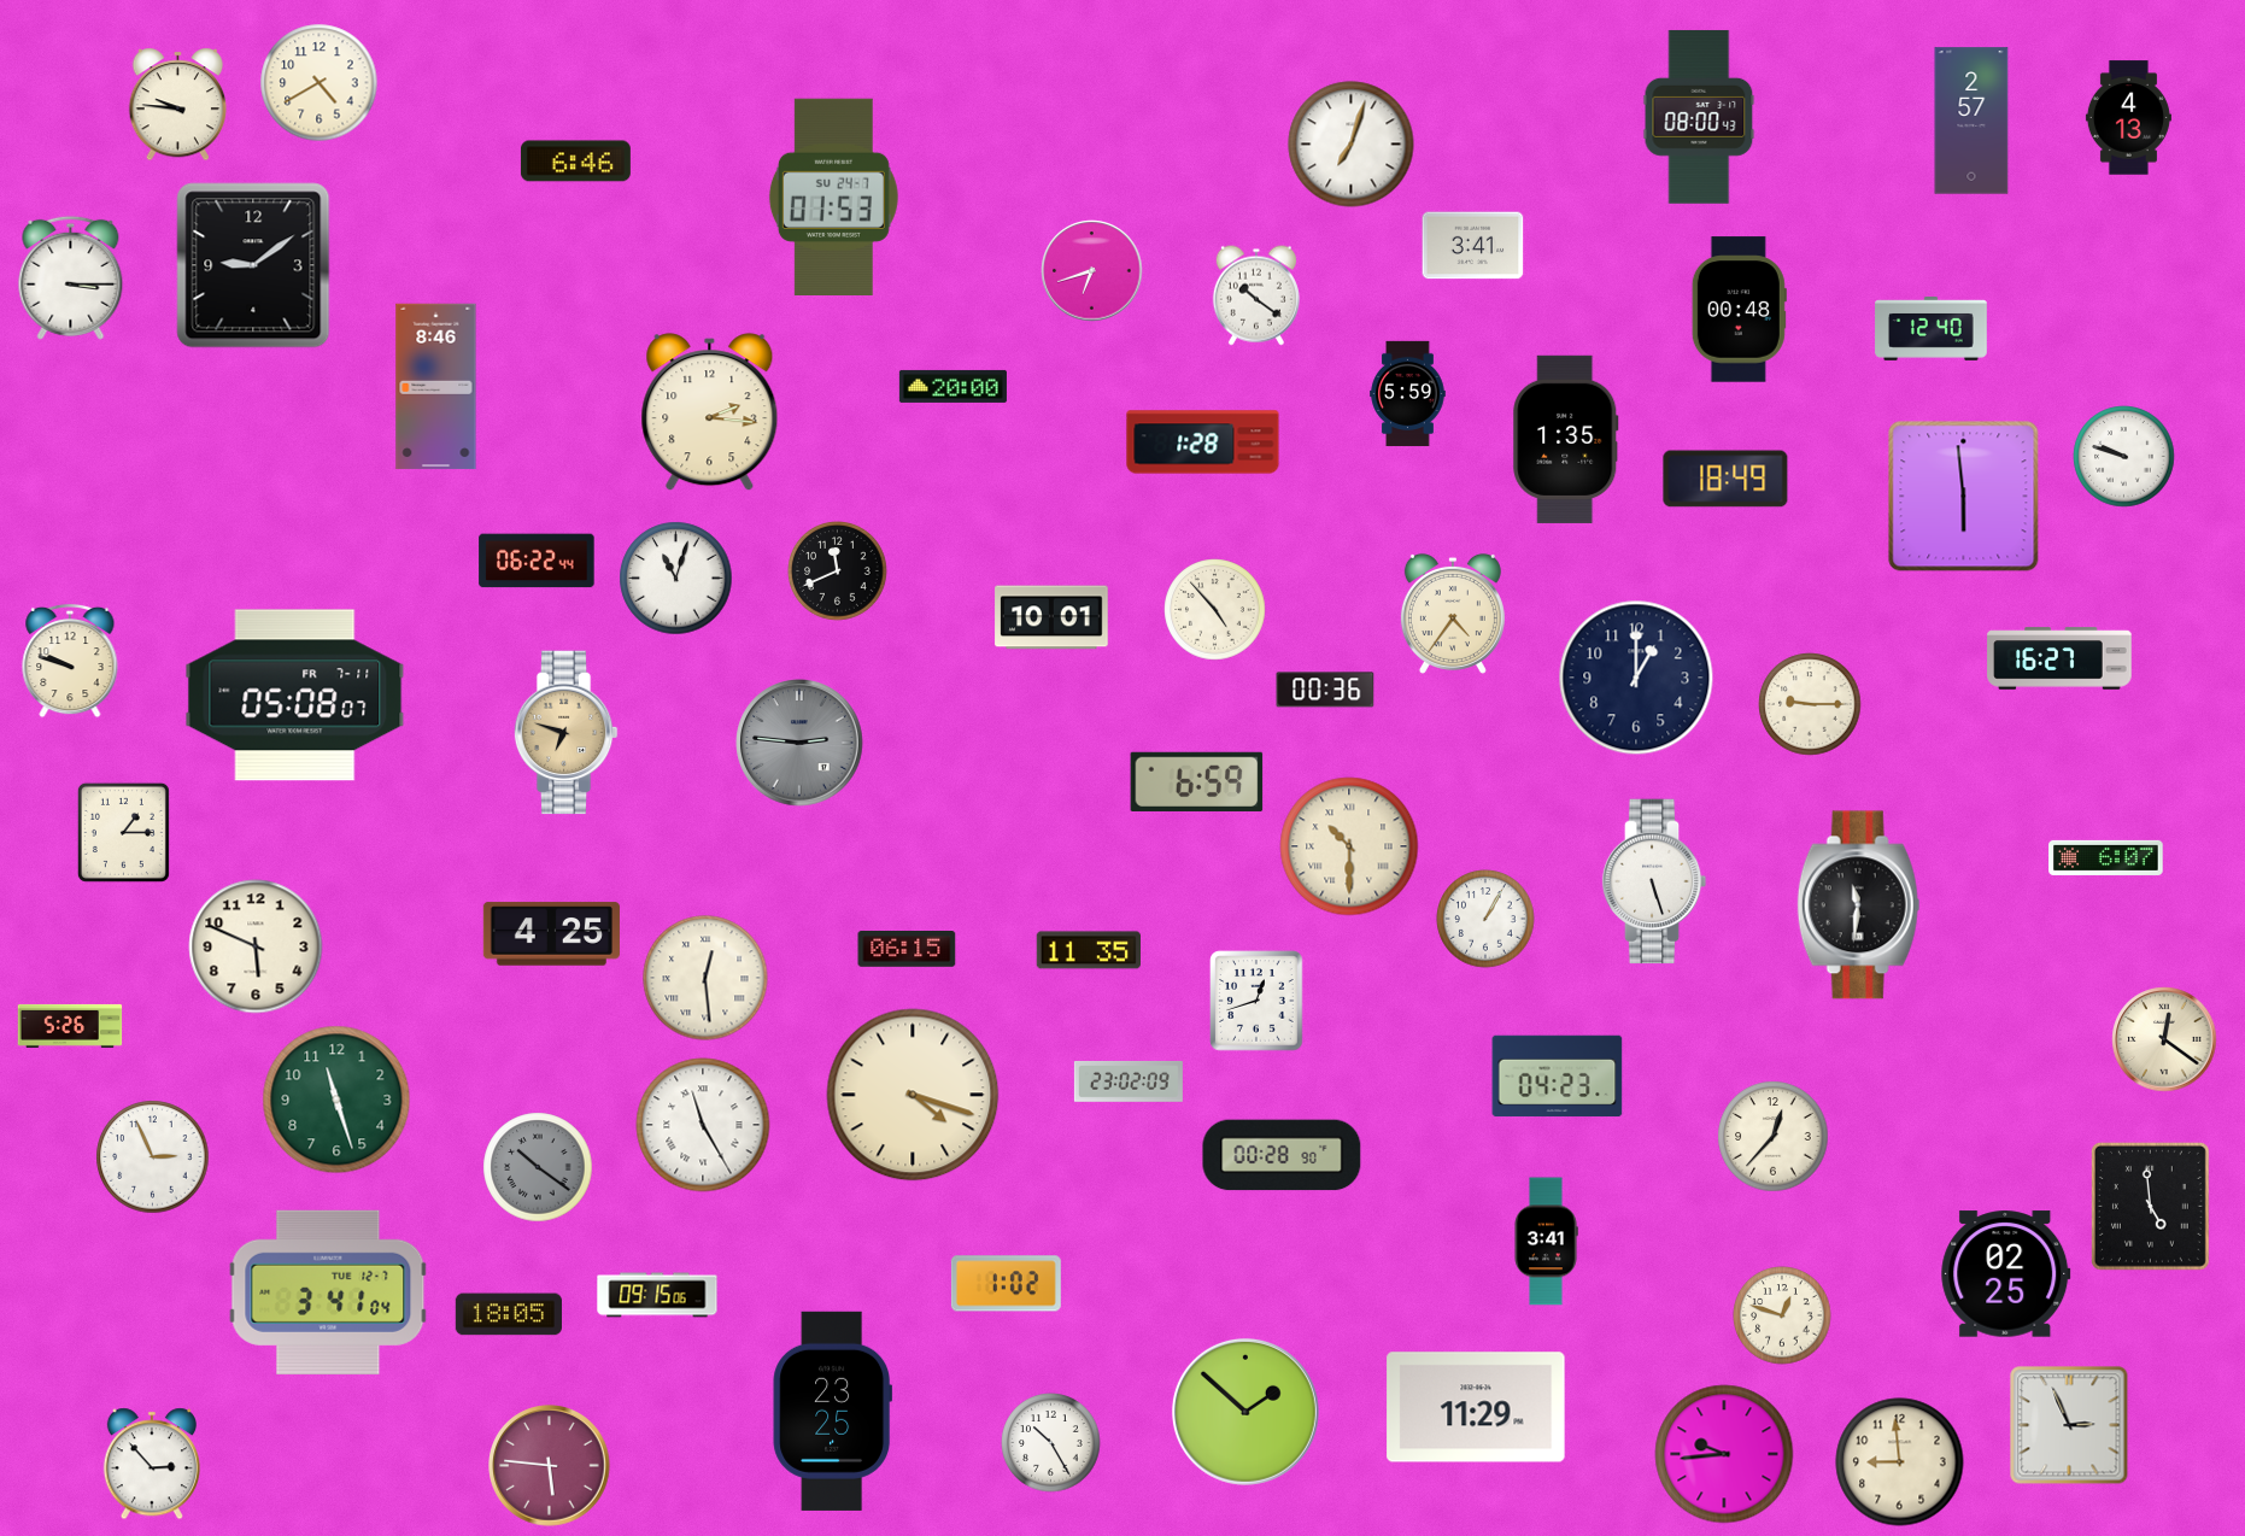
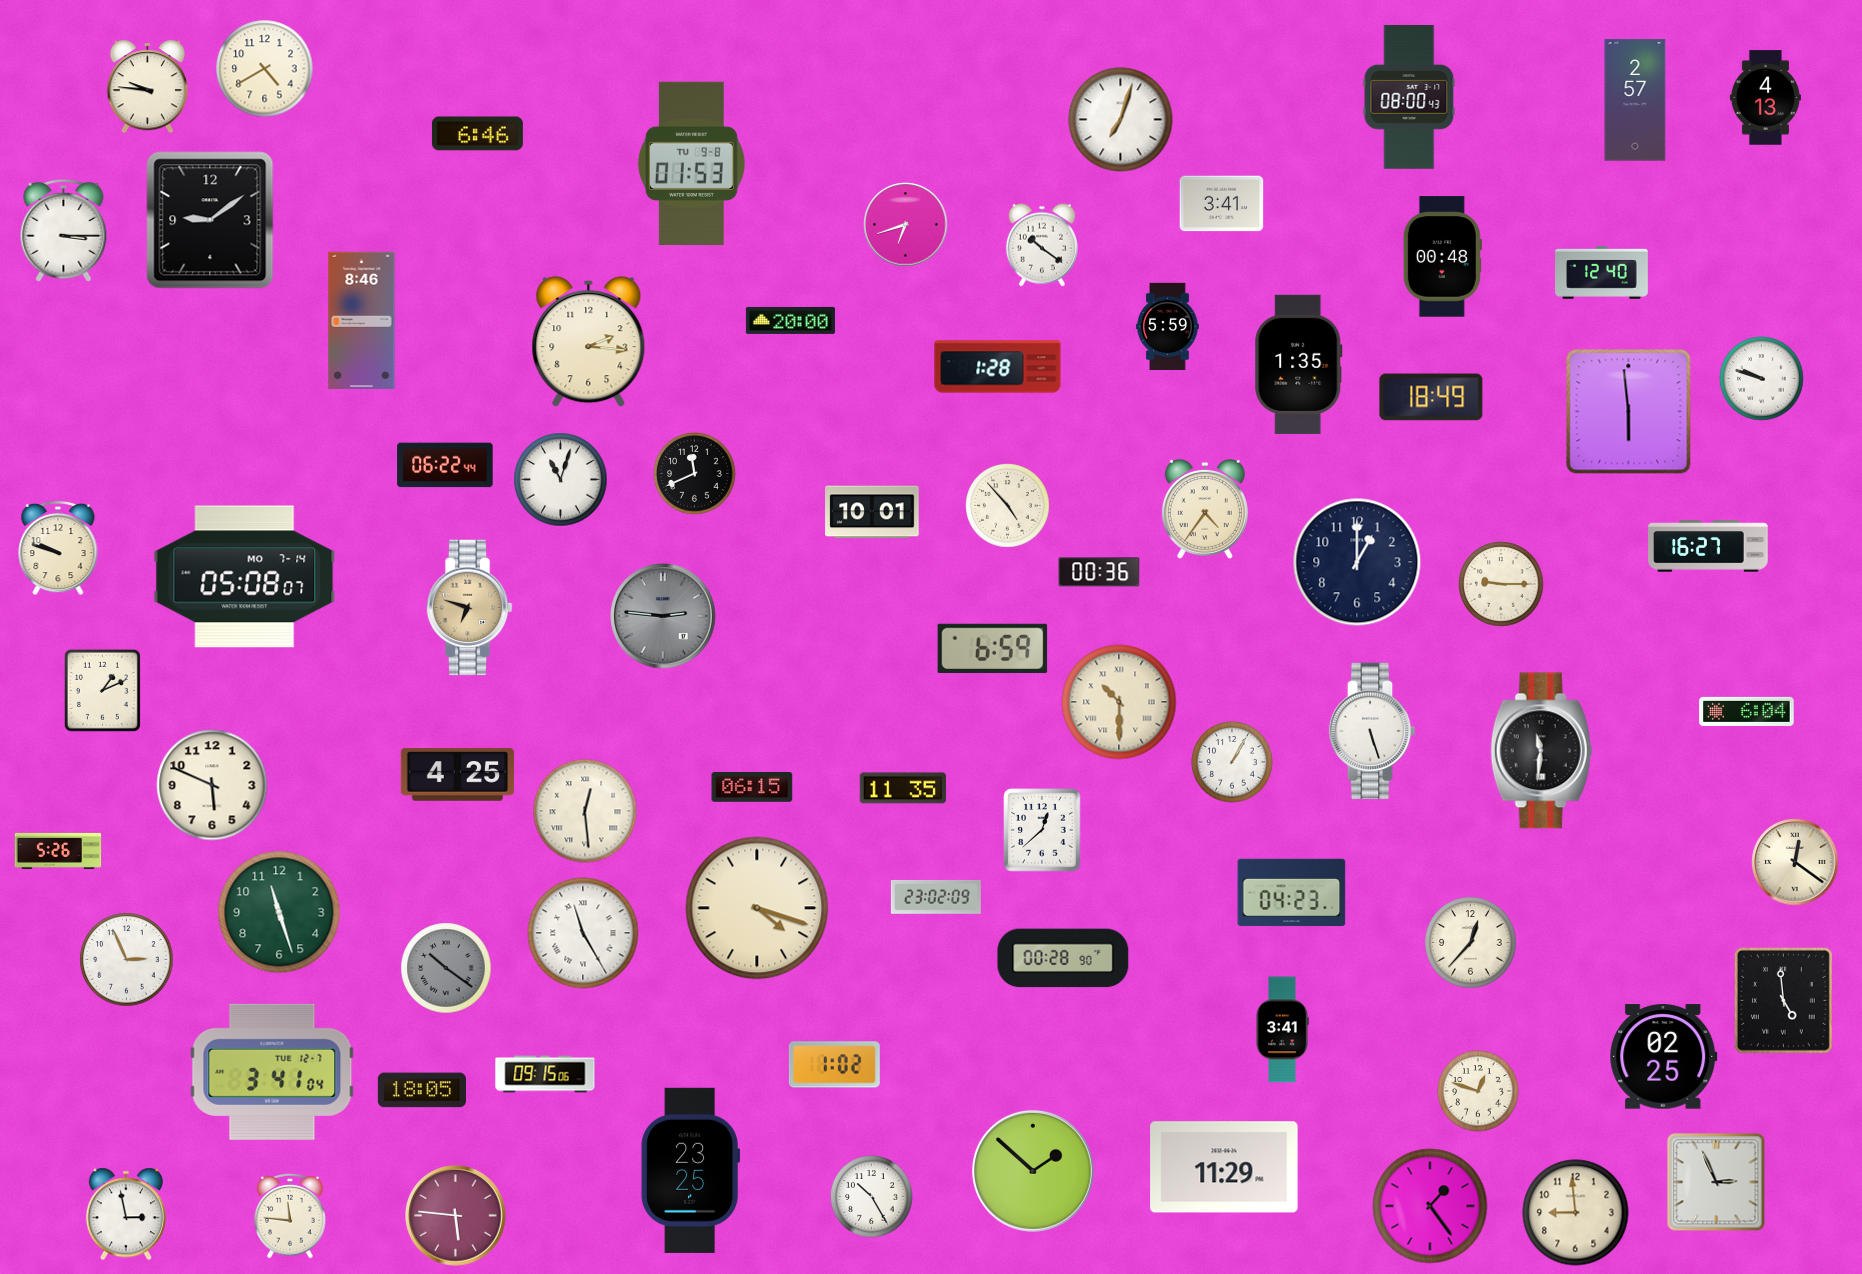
clock at (833, 197) date: SU 24-7 -> TU 9-8
clock at (71, 277) position: (71, 277) -> (64, 230)
clock at (295, 696) date: FR 7-11 -> MO 7-14
clock at (123, 832): 1:15 -> 1:11
clock at (2106, 857): 6:07 -> 6:04
clock at (1256, 1001): 12:42 -> 12:38
clock at (1724, 1454): 9:44 -> 1:24
clock at (152, 1464): 2:53 -> 2:58
clock at (290, 1216): none -> 11:46
